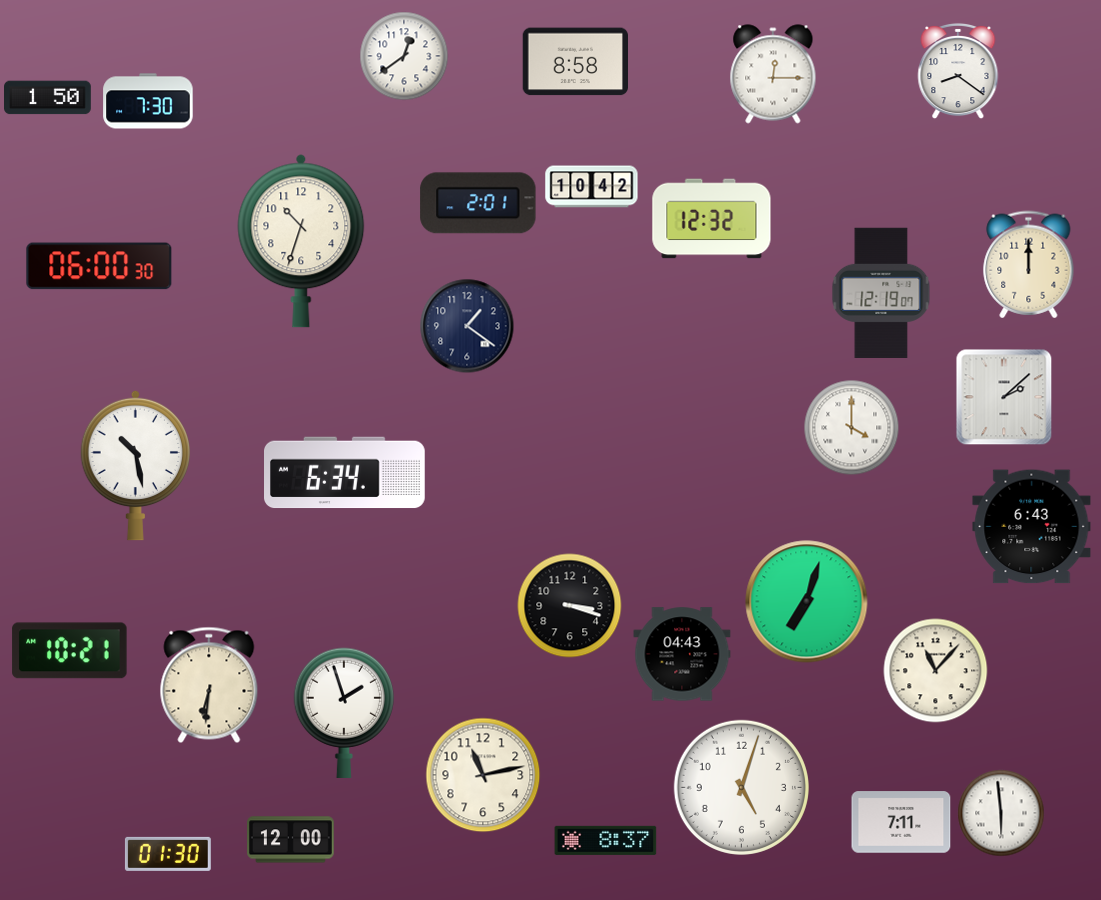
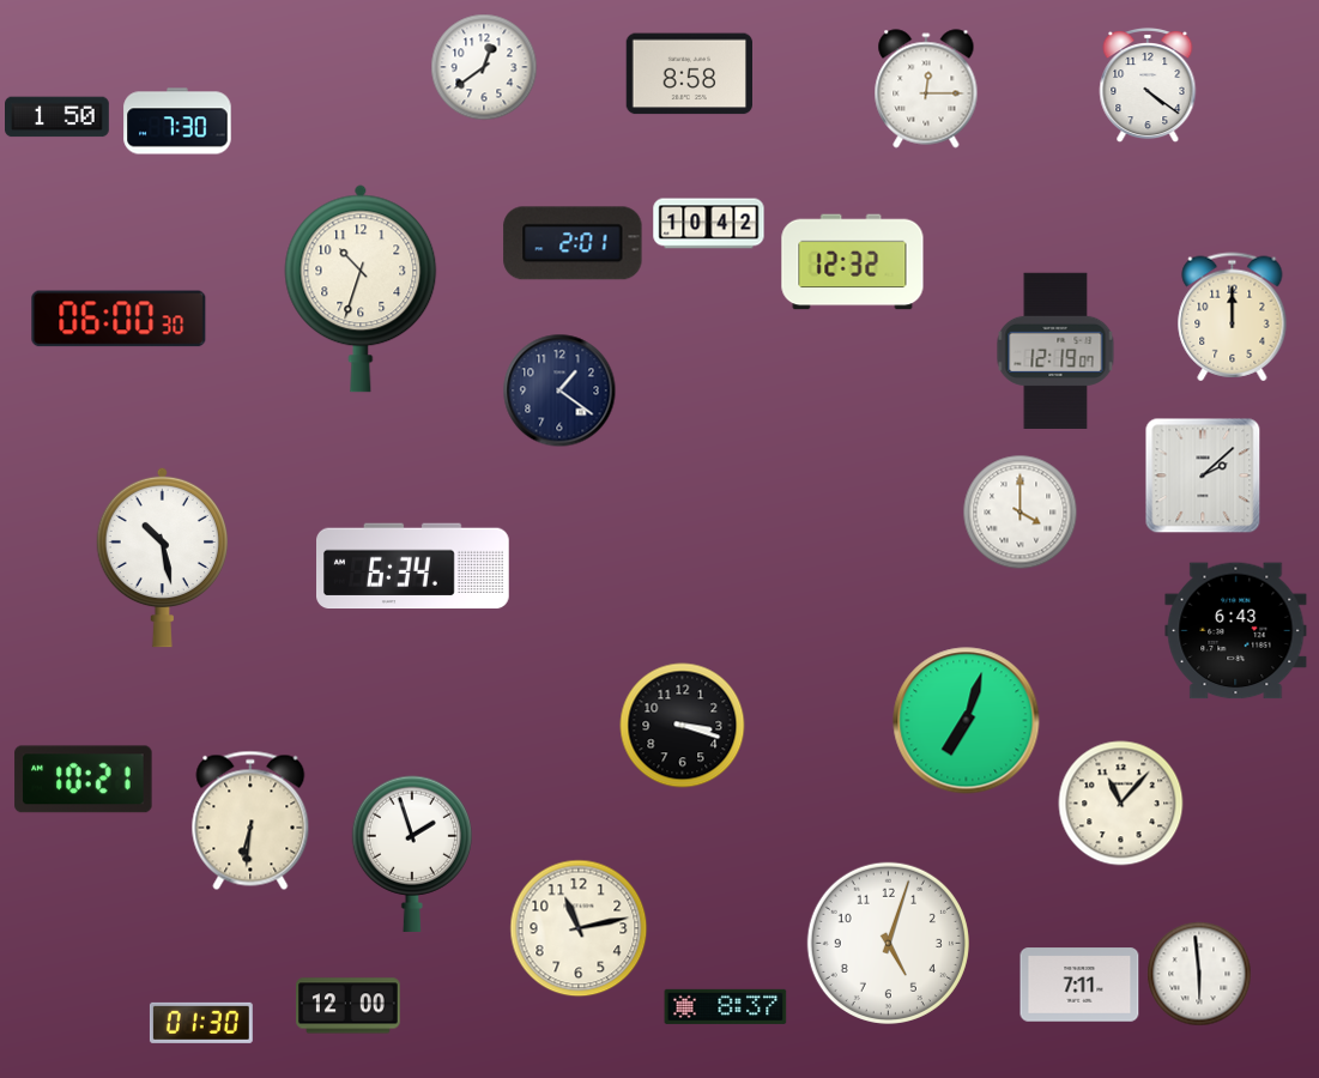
clock at (958, 71): 8:21 -> 4:21
clock at (682, 654): 04:43 -> none
